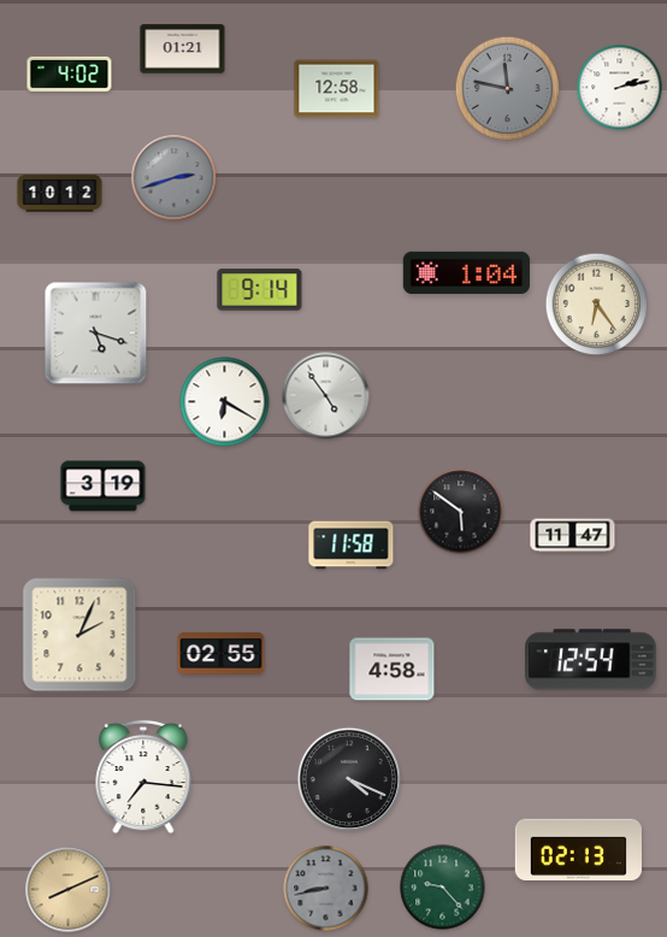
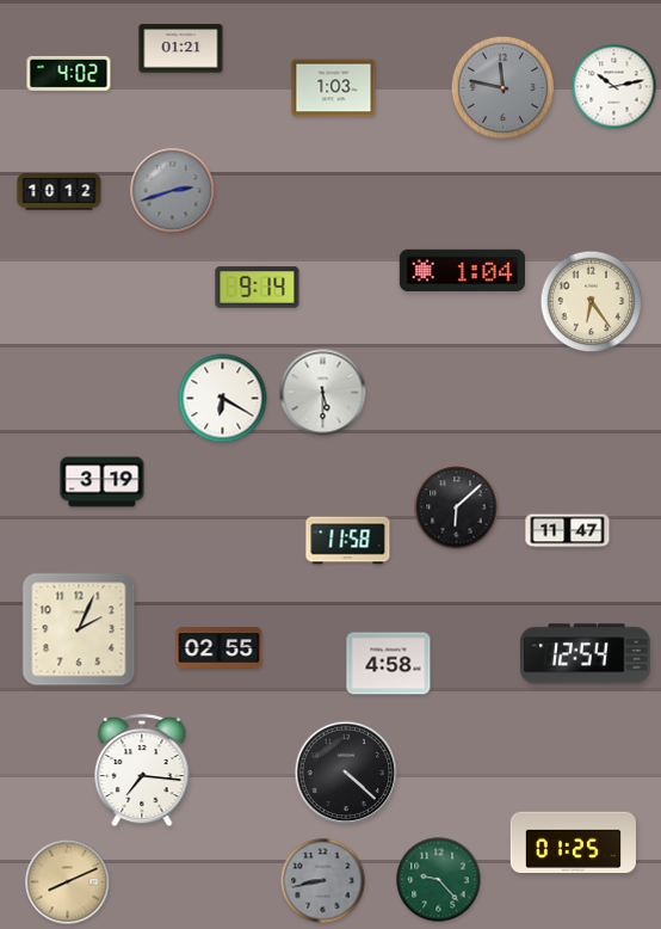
clock at (620, 88): 2:13 -> 10:13
clock at (337, 89): 12:58 -> 1:03
clock at (175, 178) position: (175, 178) -> (173, 191)
clock at (96, 334): 5:18 -> none
clock at (326, 396): 4:54 -> 5:30
clock at (461, 512): 5:51 -> 6:08
clock at (348, 778): 4:19 -> 4:22
clock at (578, 849): 02:13 -> 01:25
